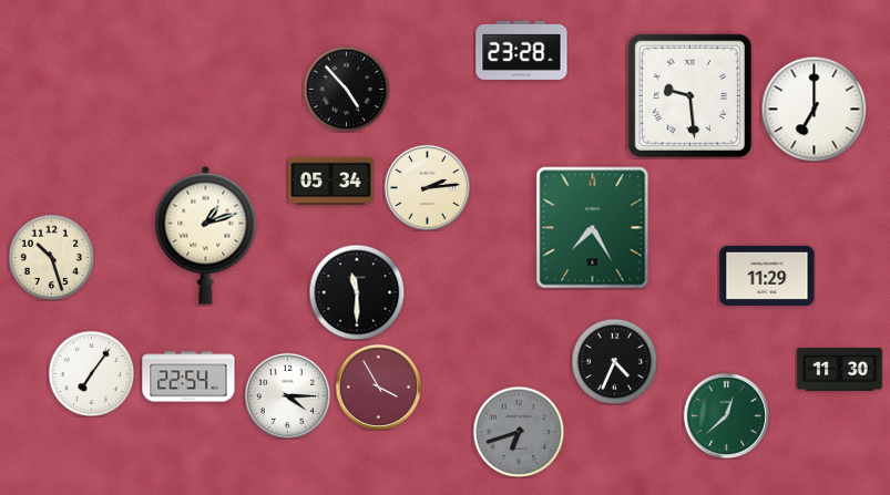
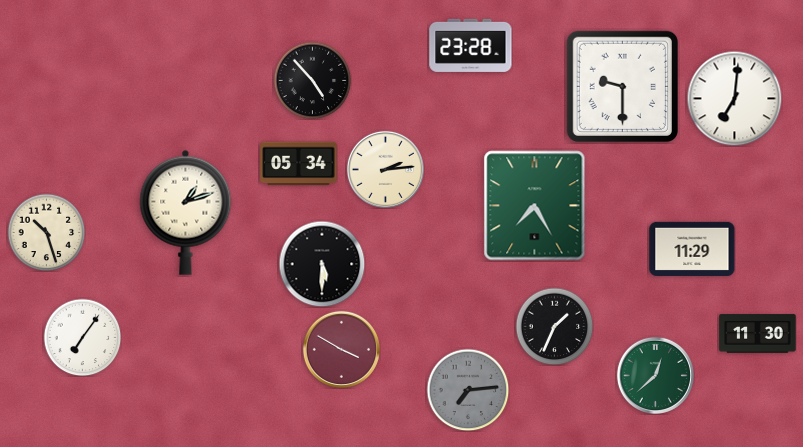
clock at (689, 95): 9:29 -> 9:30
clock at (814, 109): 7:00 -> 7:01
clock at (357, 292): 11:30 -> 5:30
clock at (614, 361): 4:34 -> 1:34
clock at (188, 377): 22:54 -> none
clock at (378, 386): 3:55 -> 3:50
clock at (287, 395): 4:15 -> none
clock at (519, 432): 6:42 -> 7:14
